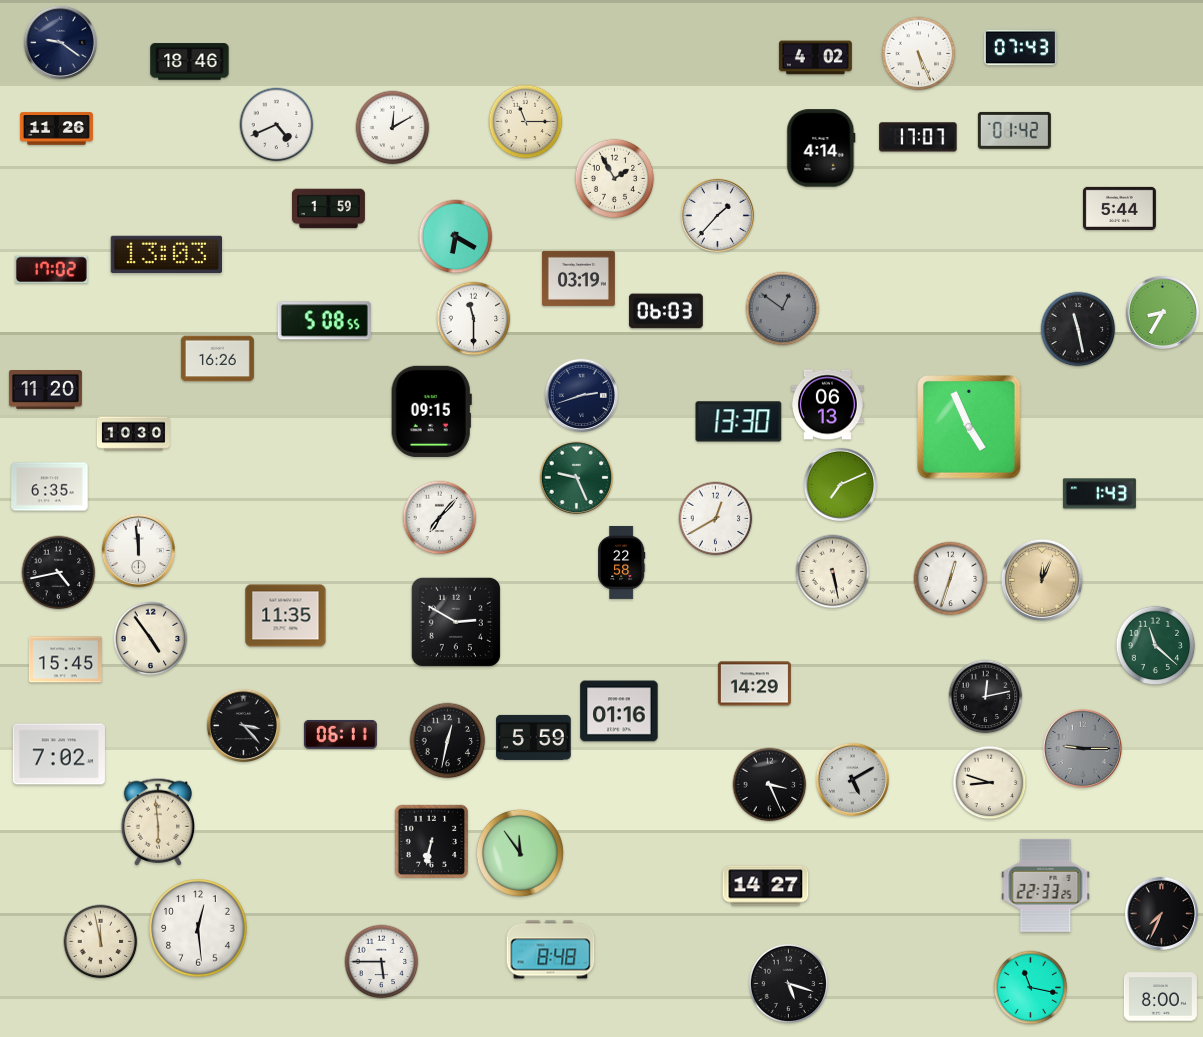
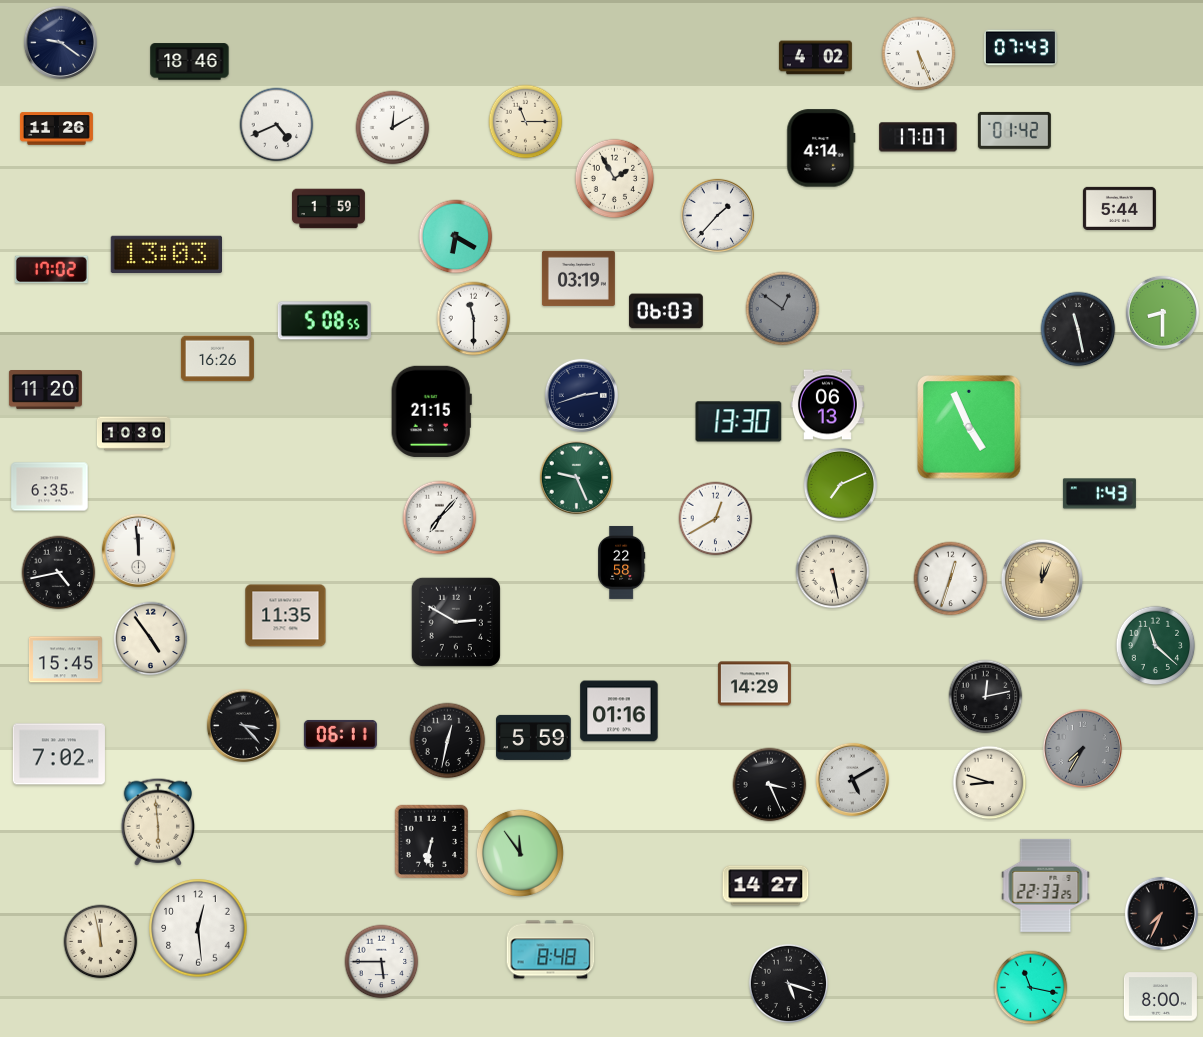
clock at (1162, 312): 8:35 -> 8:30
clock at (431, 411): 09:15 -> 21:15
clock at (1082, 748): 9:15 -> 7:35
